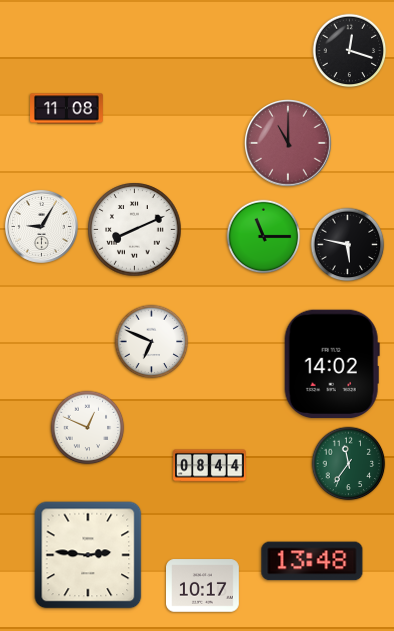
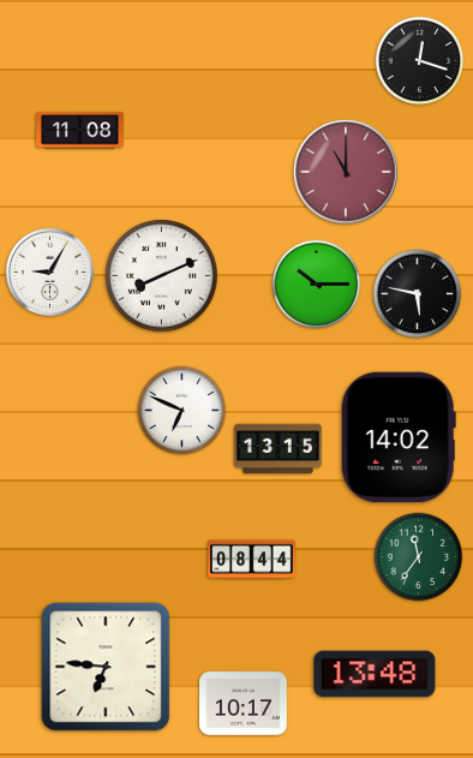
clock at (264, 237): 11:15 -> 10:15
clock at (279, 449): none -> 13:15
clock at (88, 428): 12:49 -> none
clock at (88, 555): 2:46 -> 6:46
